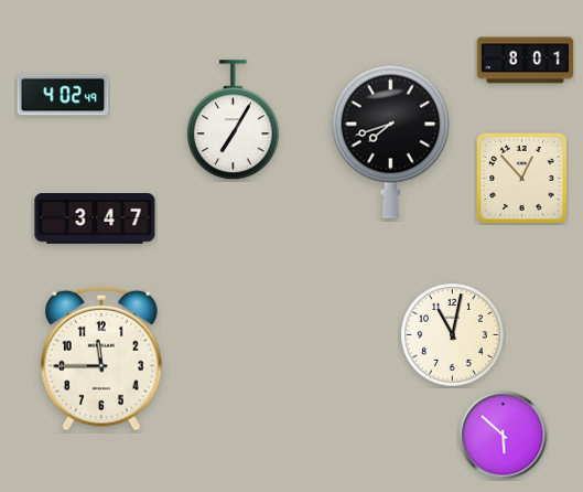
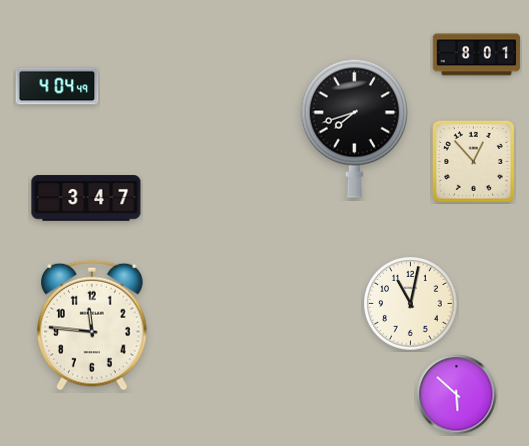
clock at (63, 95): 4:02 -> 4:04
clock at (233, 120): 7:05 -> none
clock at (102, 359): 11:45 -> 11:46
